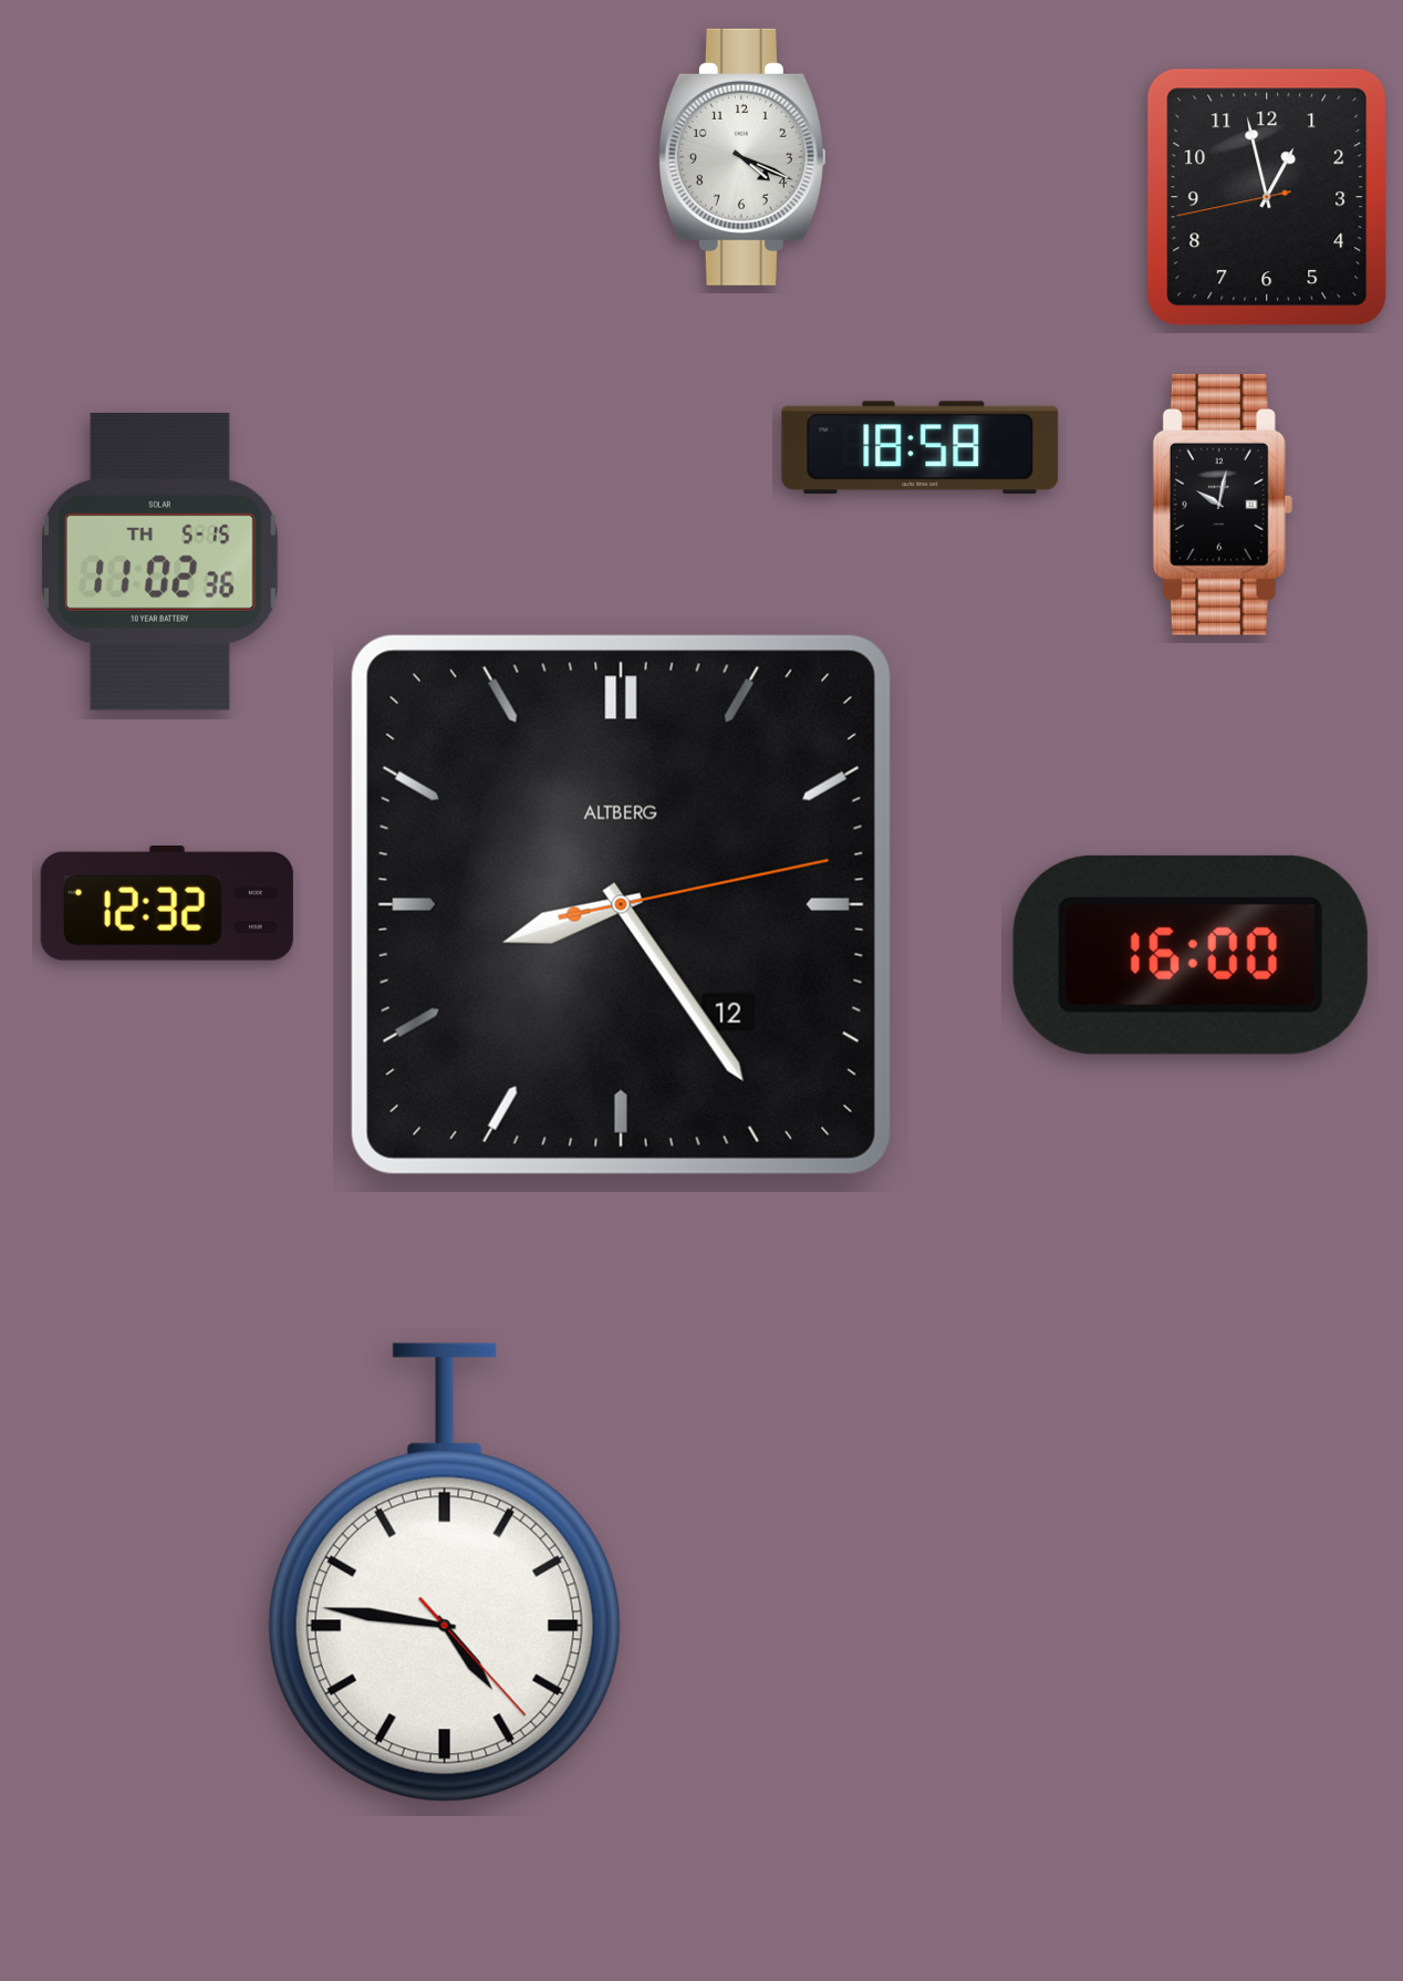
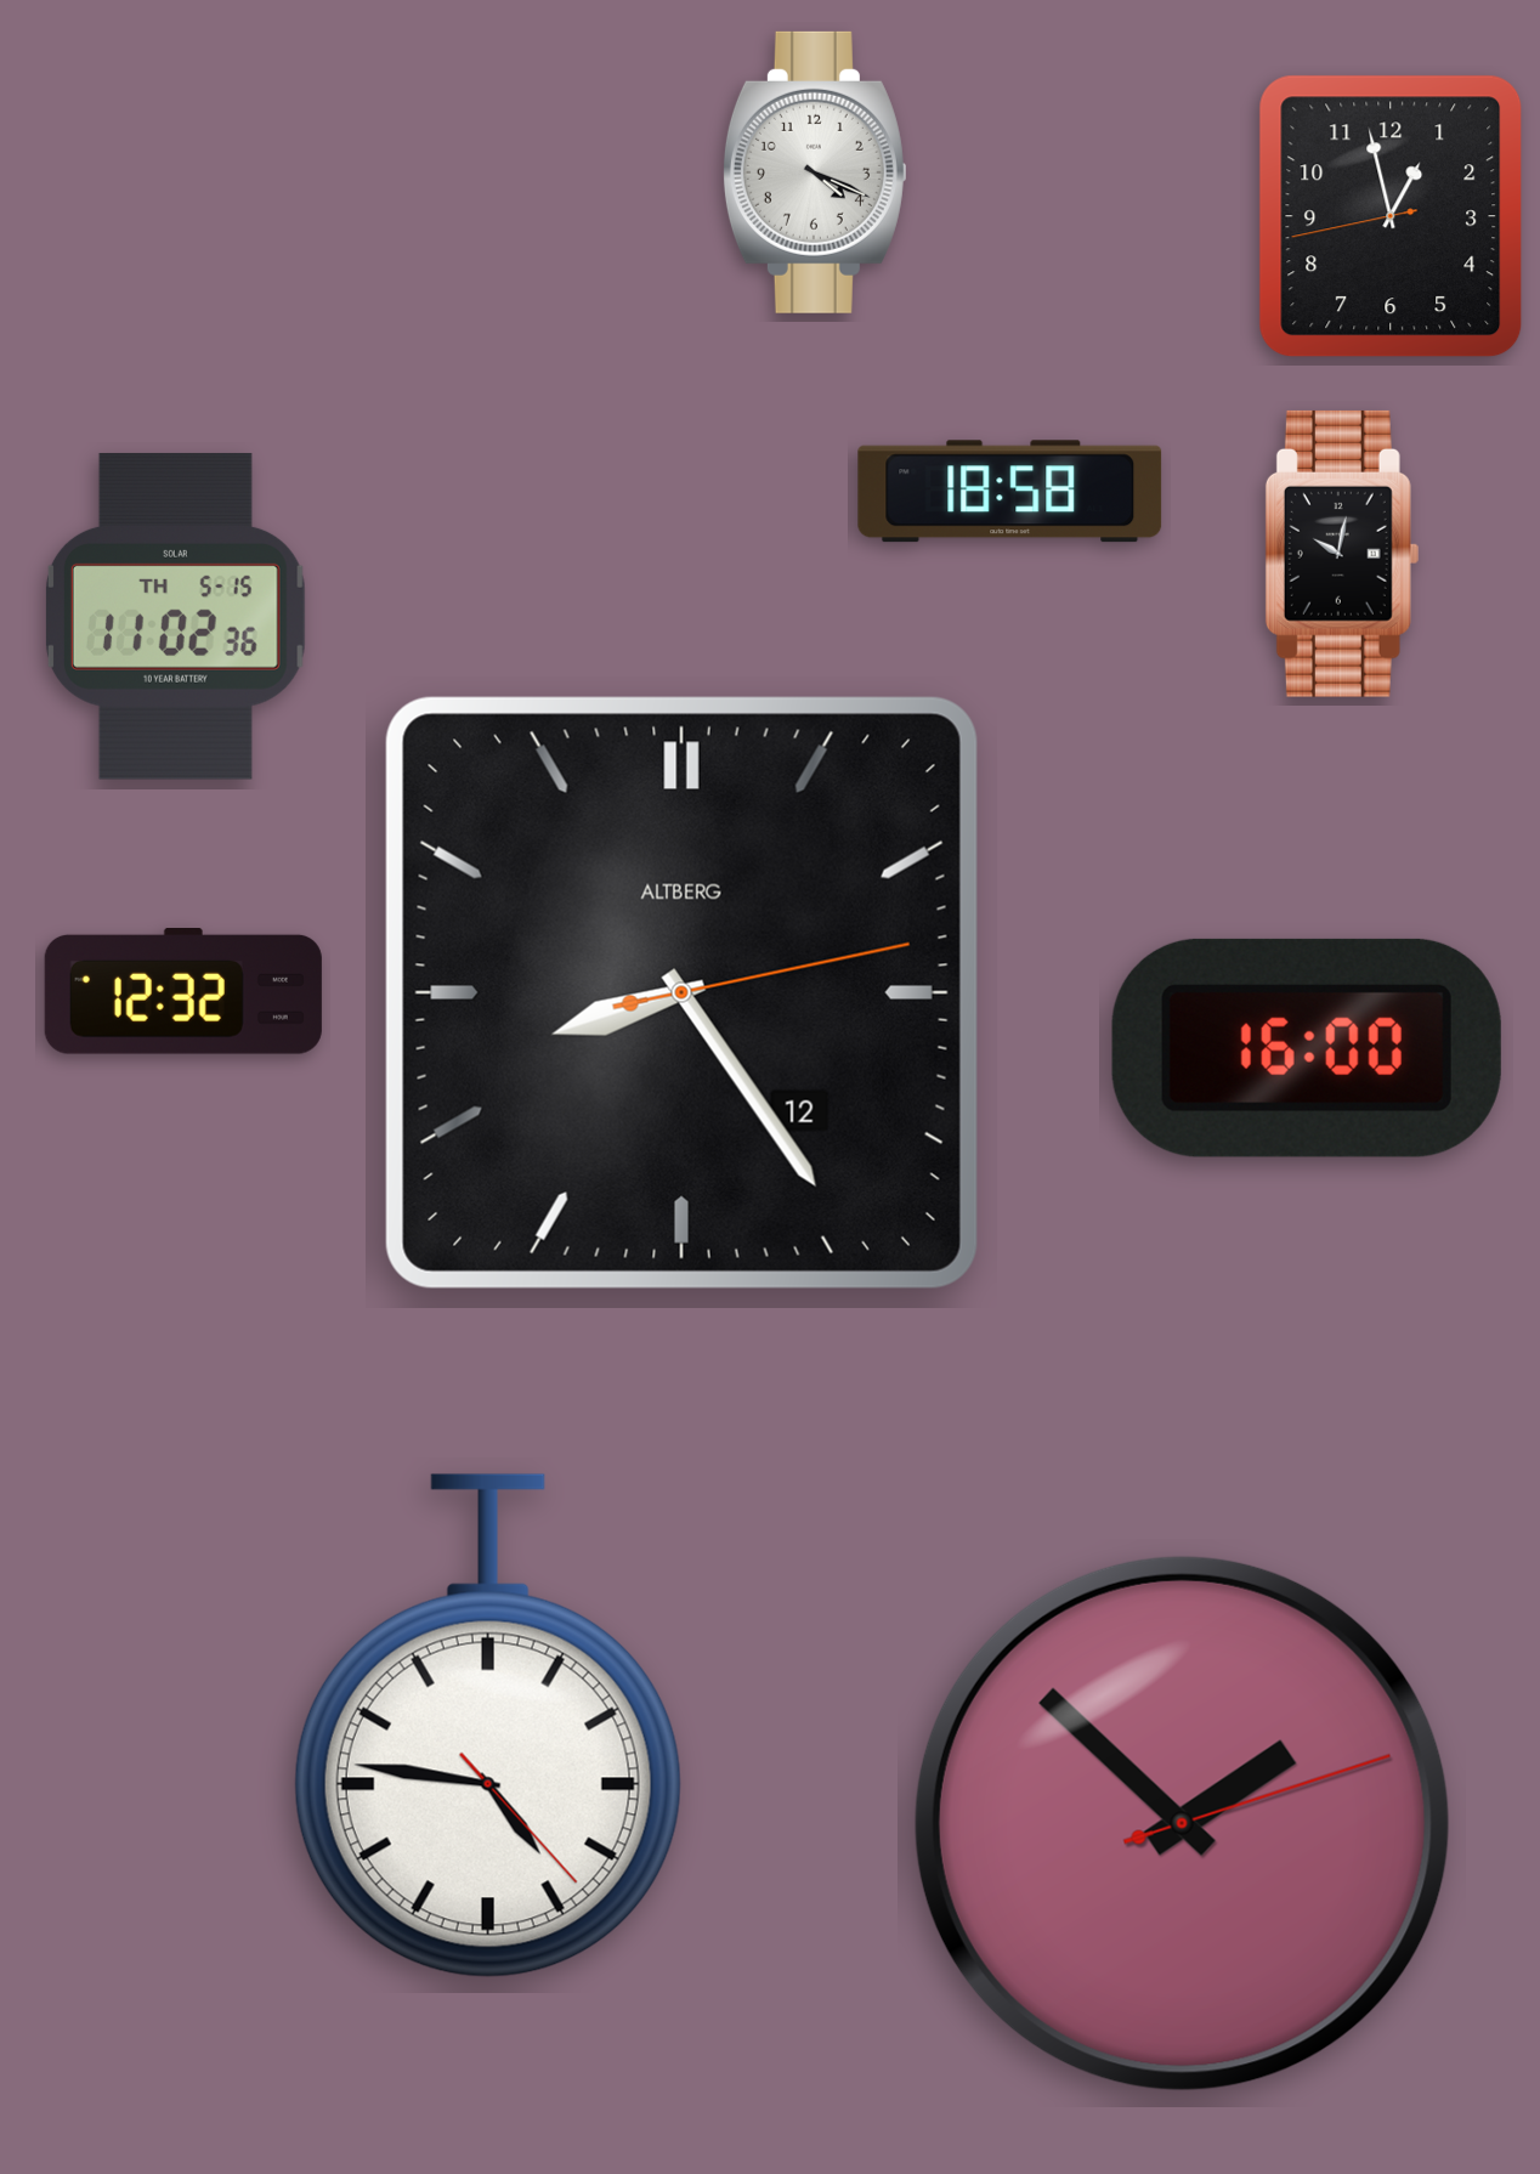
clock at (1182, 1823): none -> 1:52
